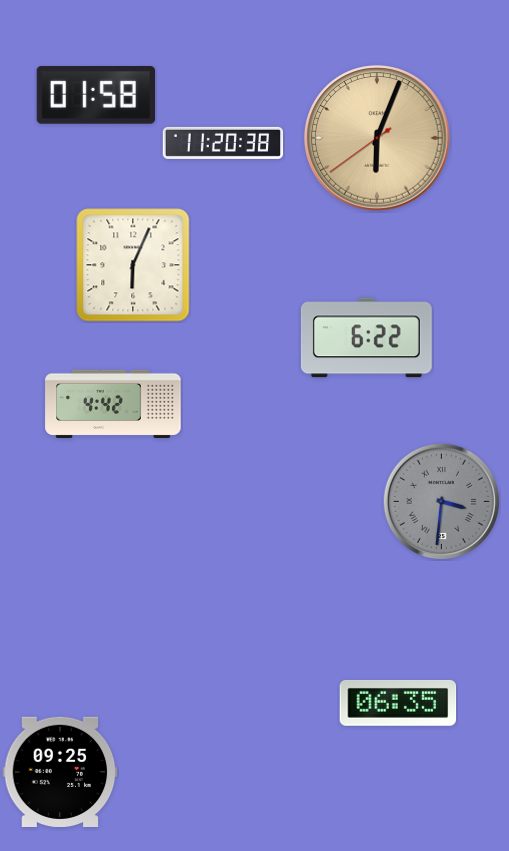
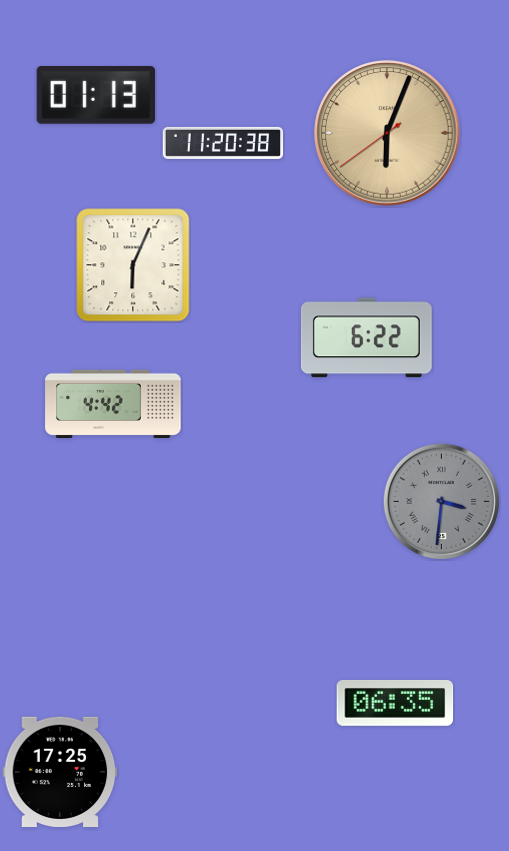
clock at (95, 96): 01:58 -> 01:13
clock at (377, 138) position: (377, 138) -> (387, 133)
clock at (398, 703) position: (398, 703) -> (395, 703)
clock at (60, 771): 09:25 -> 17:25
